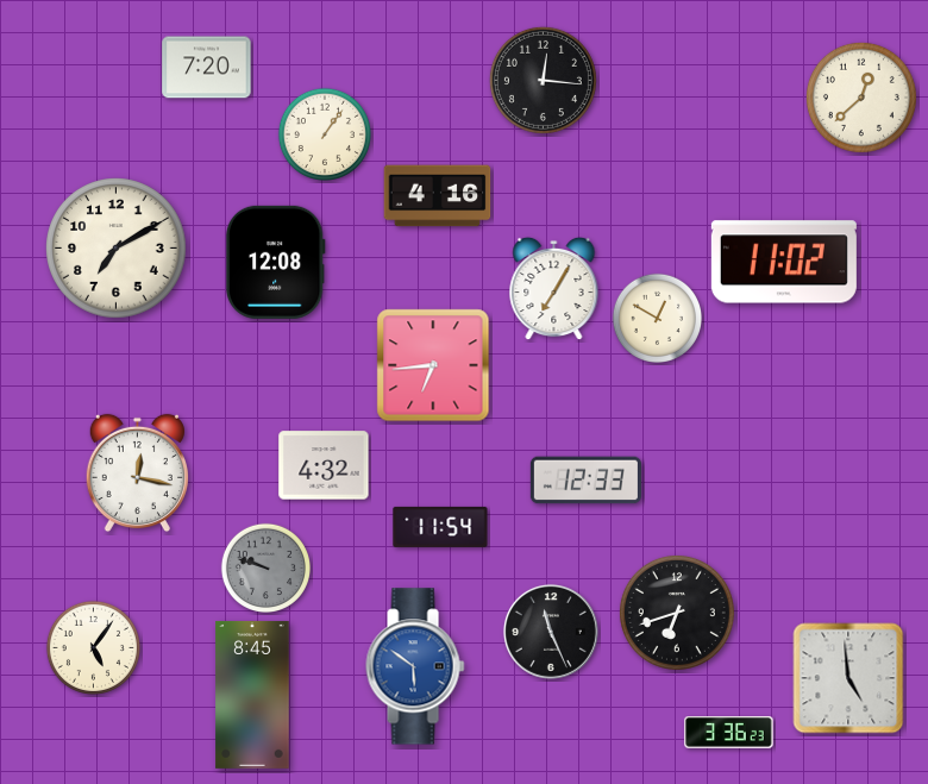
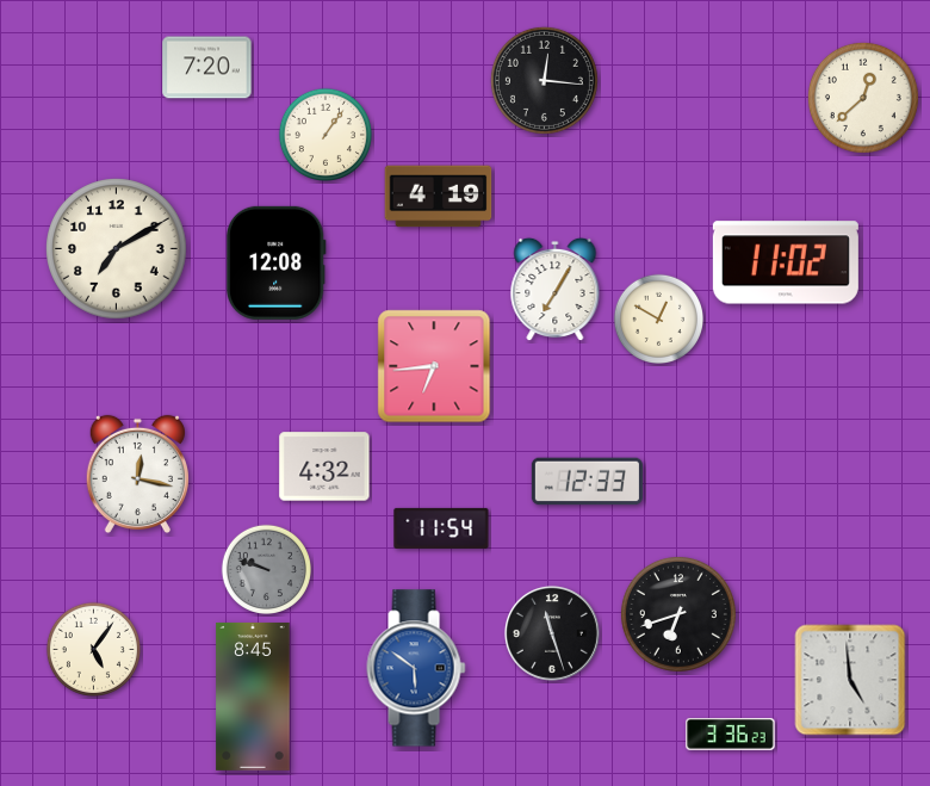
clock at (438, 196): 4:16 -> 4:19
clock at (551, 632): 11:26 -> 11:27
